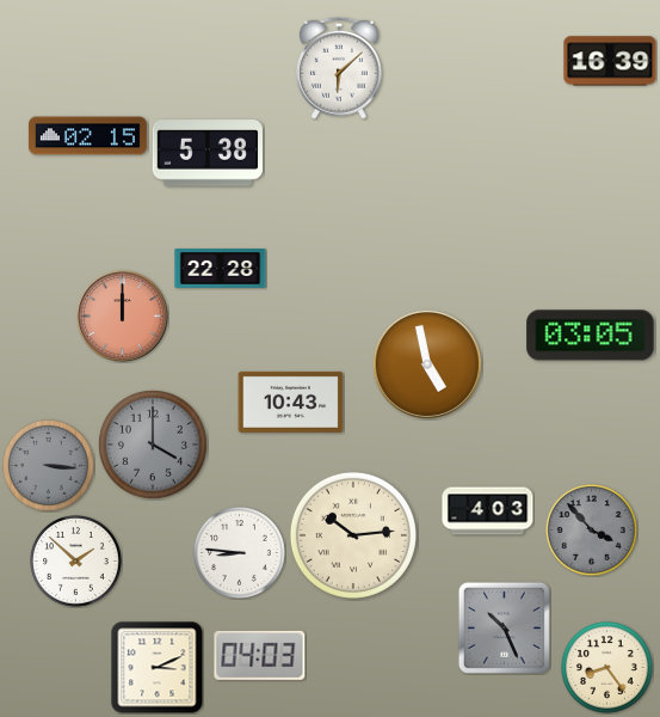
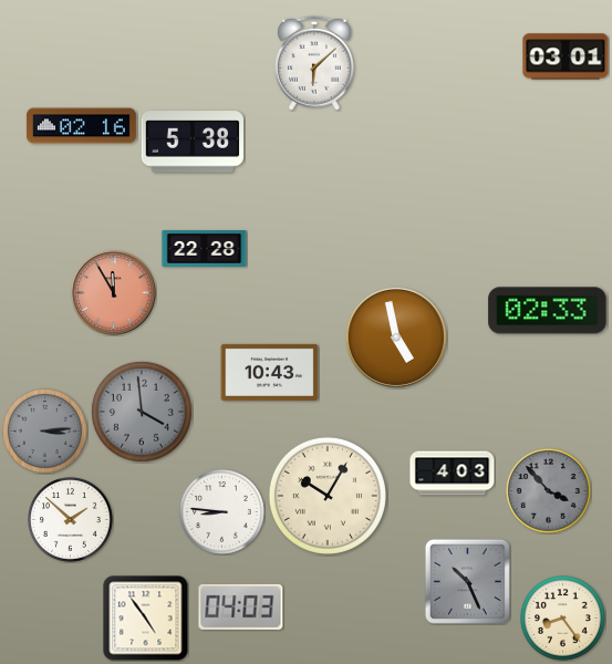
clock at (610, 61): 16:39 -> 03:01
clock at (87, 136): 02:15 -> 02:16
clock at (123, 317): 12:00 -> 11:55
clock at (591, 336): 03:05 -> 02:33
clock at (153, 445): 4:00 -> 3:59
clock at (49, 466): 3:16 -> 3:14
clock at (353, 535): 10:14 -> 10:05
clock at (158, 668): 3:11 -> 4:54
